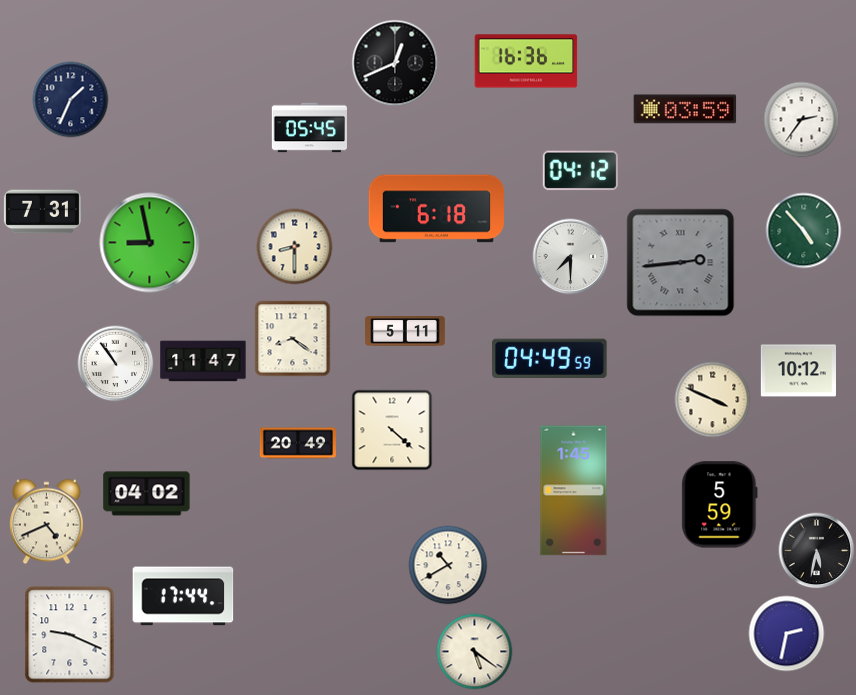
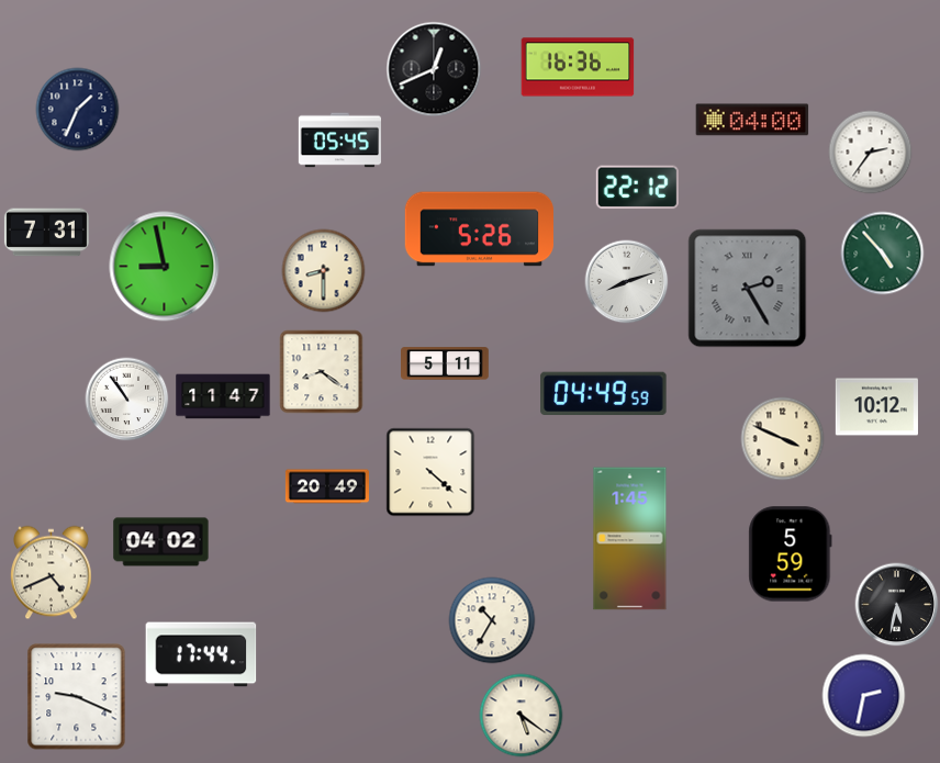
clock at (685, 109): 03:59 -> 04:00
clock at (802, 120) position: (802, 120) -> (871, 153)
clock at (580, 171): 04:12 -> 22:12
clock at (436, 209): 6:18 -> 5:26
clock at (571, 257): 7:30 -> 8:12
clock at (681, 263): 2:44 -> 2:25
clock at (448, 565): 10:40 -> 10:35
